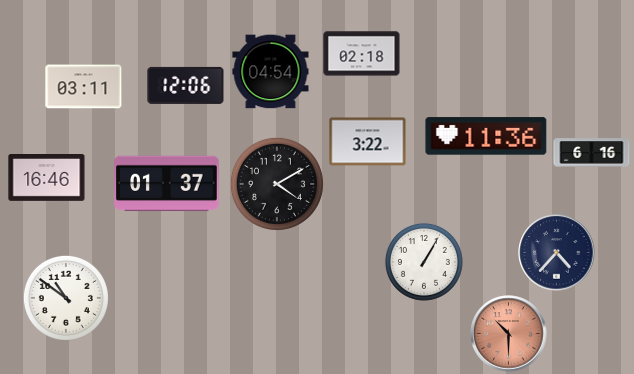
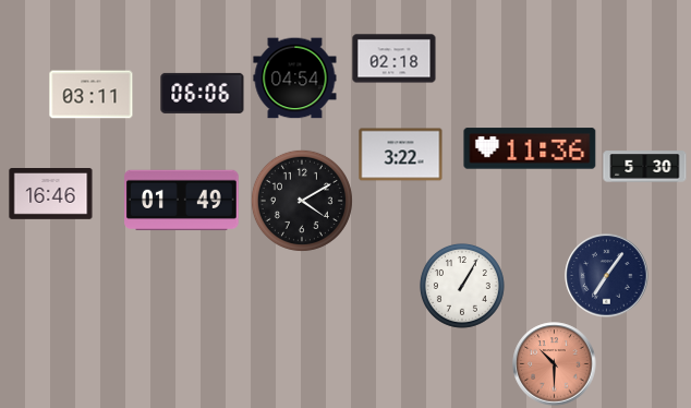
clock at (186, 85): 12:06 -> 06:06
clock at (592, 153): 6:16 -> 5:30
clock at (167, 184): 01:37 -> 01:49
clock at (557, 253): 4:37 -> 7:06
clock at (66, 298): 10:51 -> none
